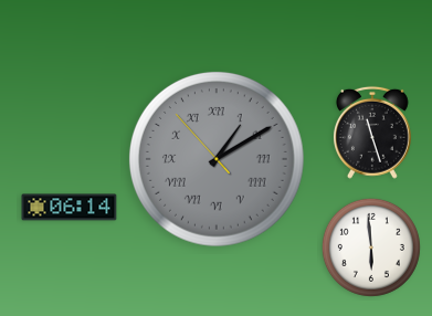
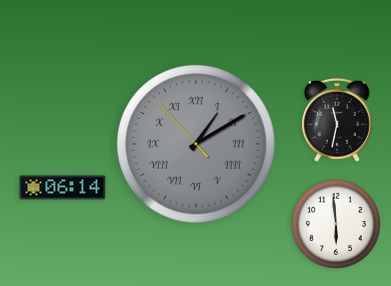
clock at (372, 133): 11:27 -> 11:32
